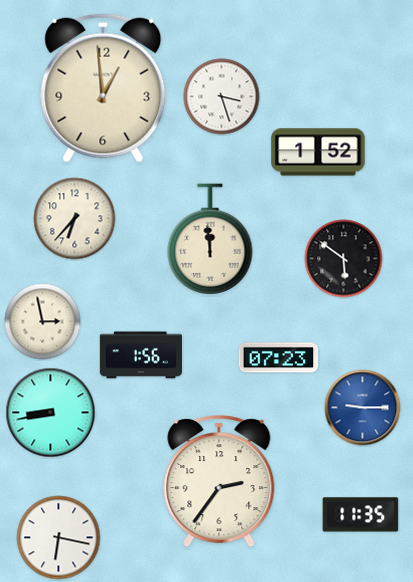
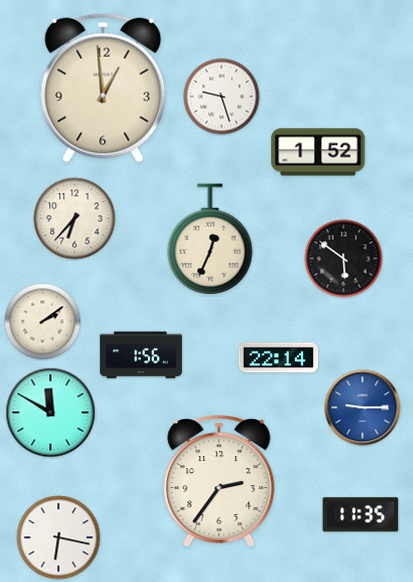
clock at (222, 97): 3:27 -> 9:27
clock at (210, 239): 11:59 -> 12:34
clock at (43, 322): 2:58 -> 2:09
clock at (279, 358): 07:23 -> 22:14
clock at (51, 413): 8:43 -> 11:50
